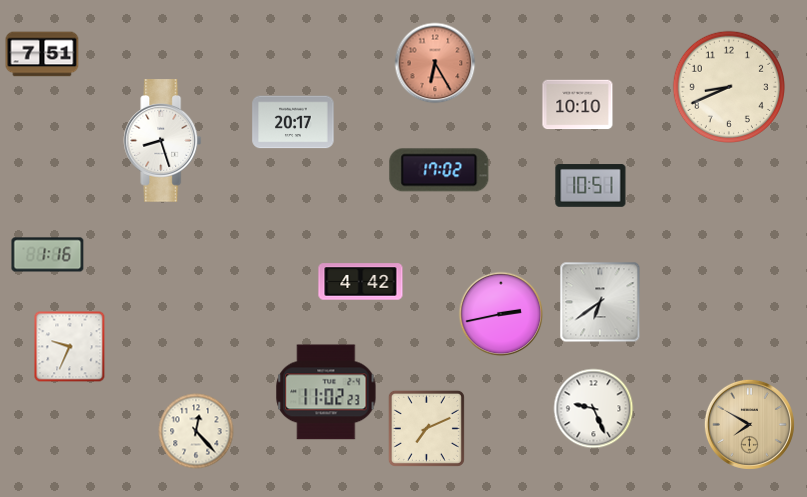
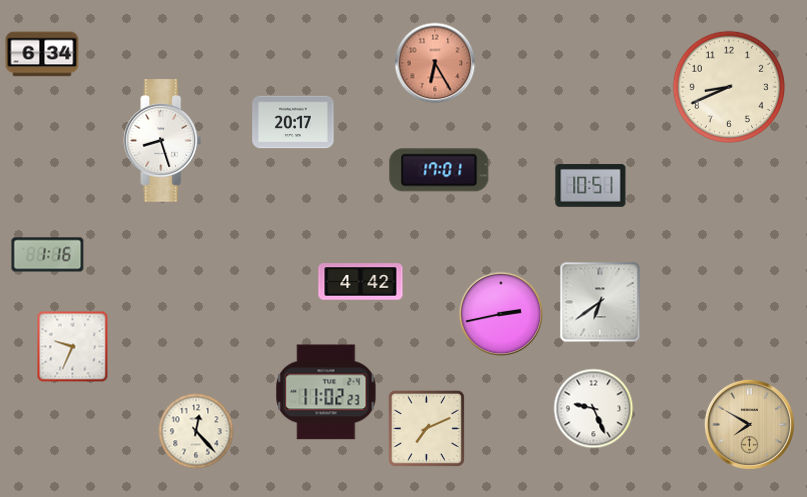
clock at (42, 54): 7:51 -> 6:34
clock at (578, 105): 10:10 -> none
clock at (439, 170): 17:02 -> 17:01
clock at (70, 347) position: (70, 347) -> (73, 347)
